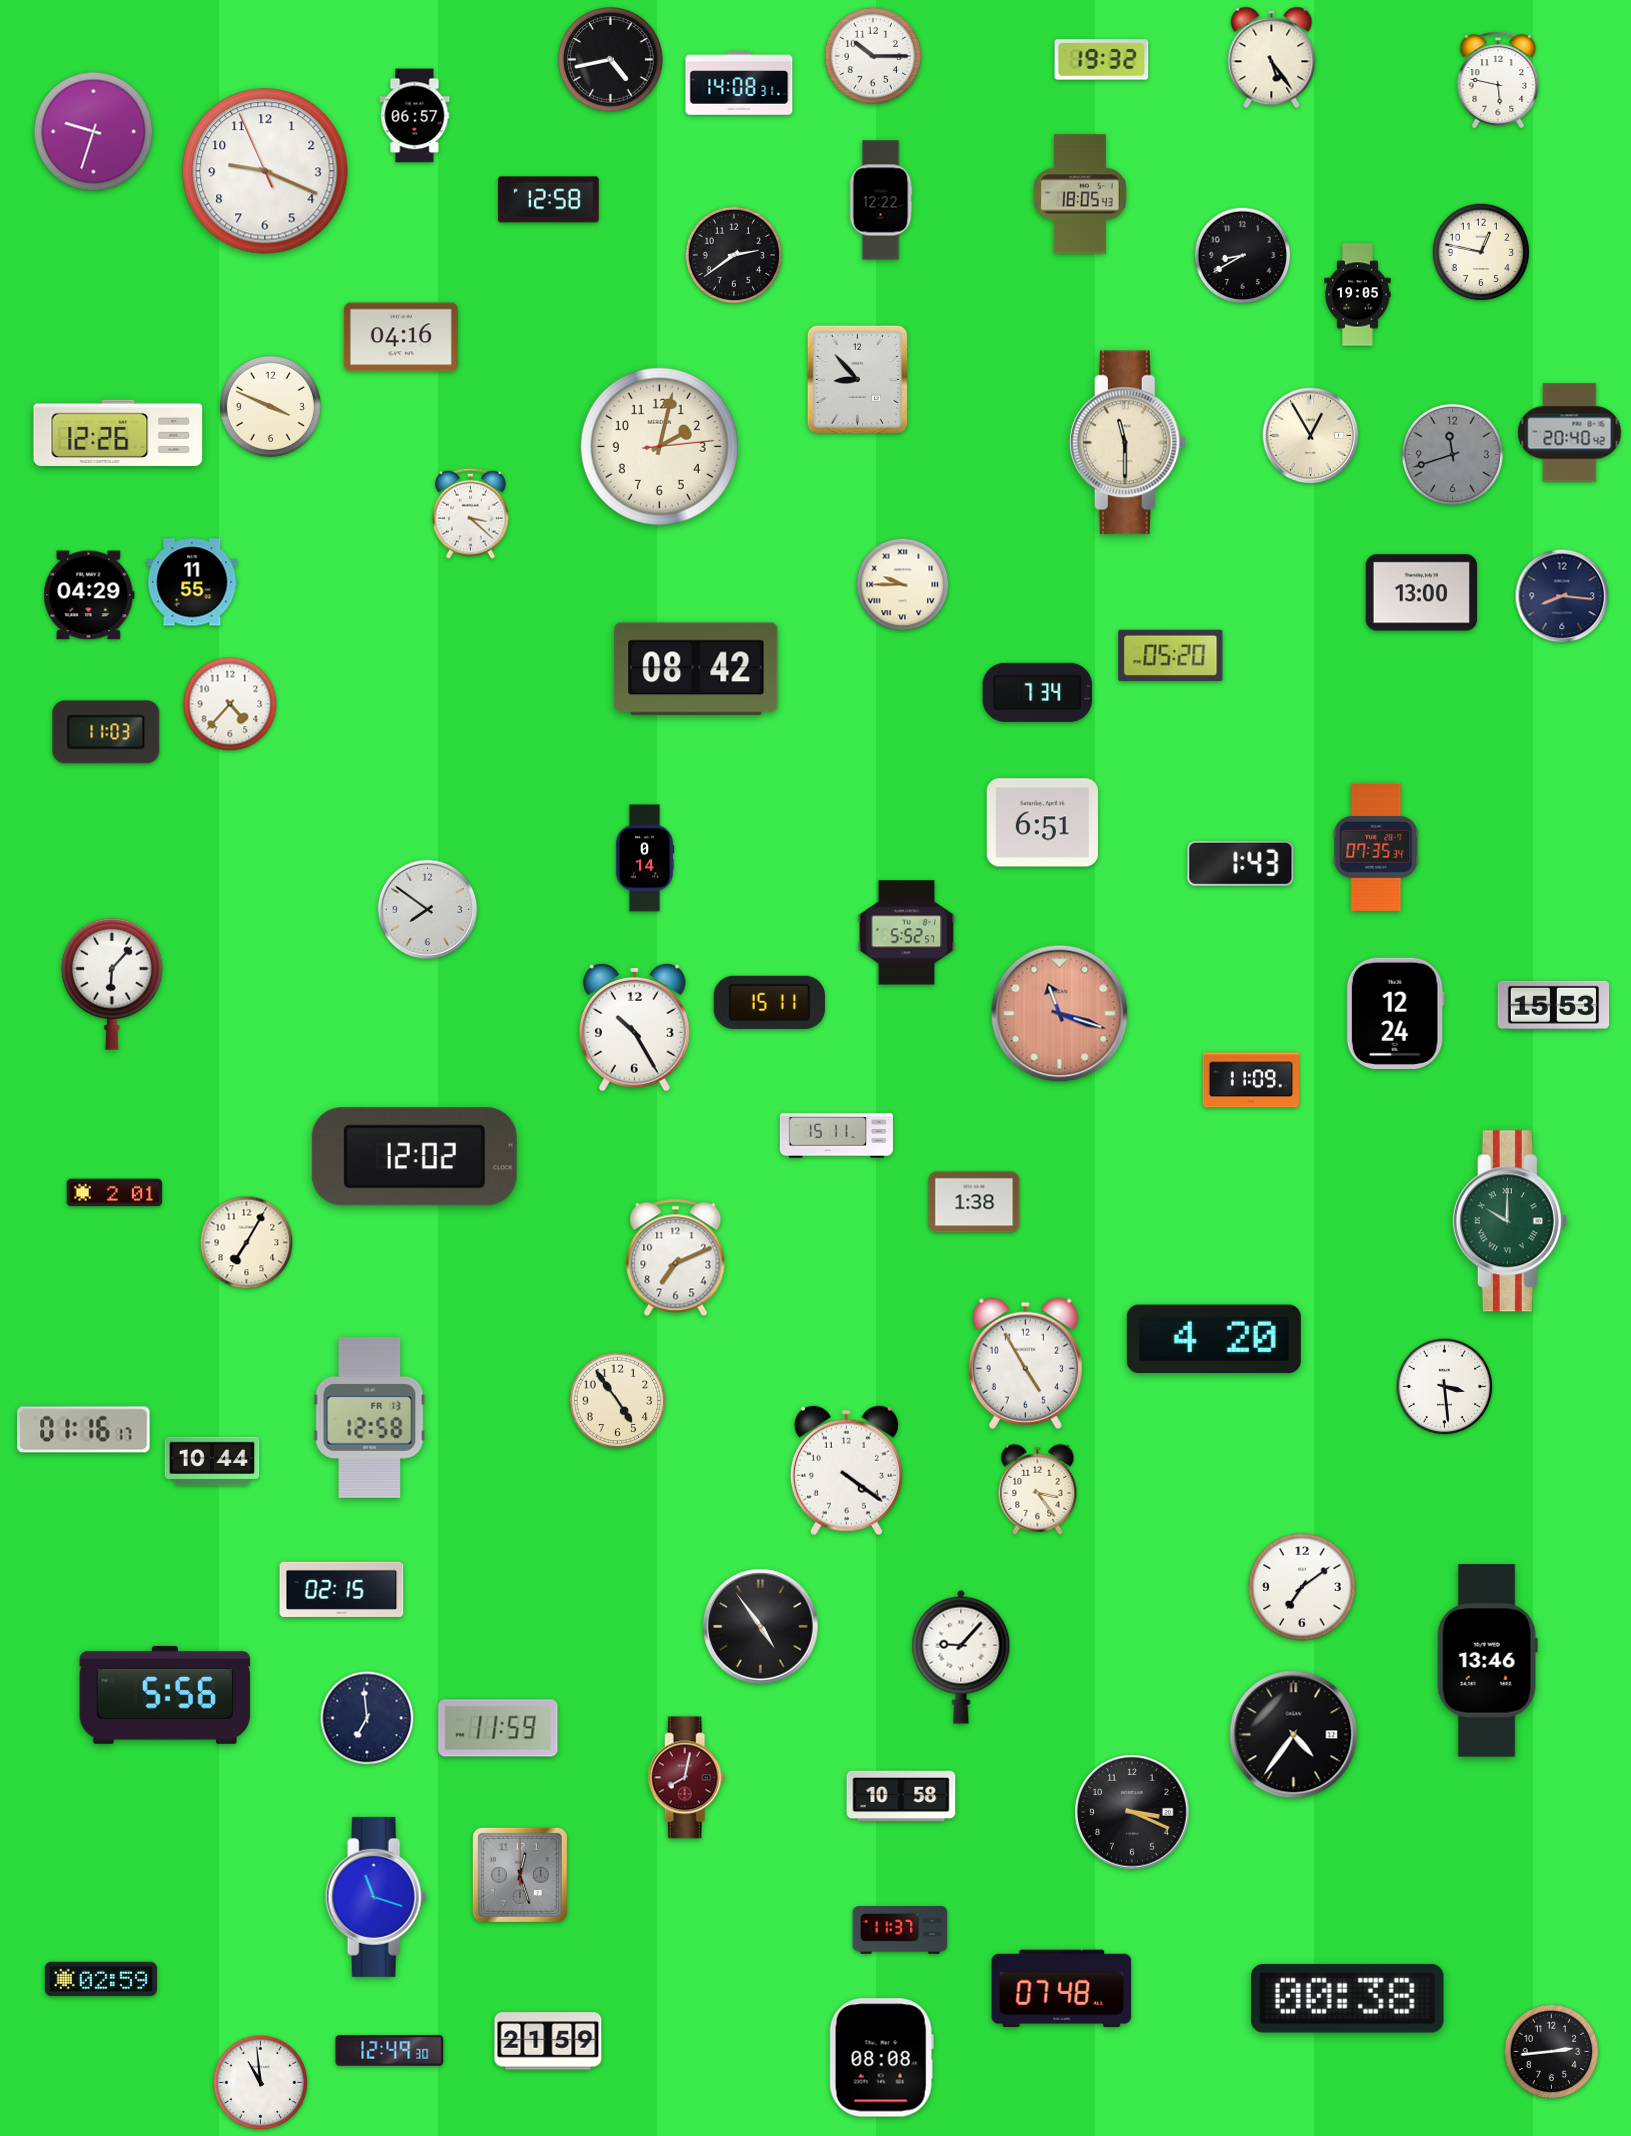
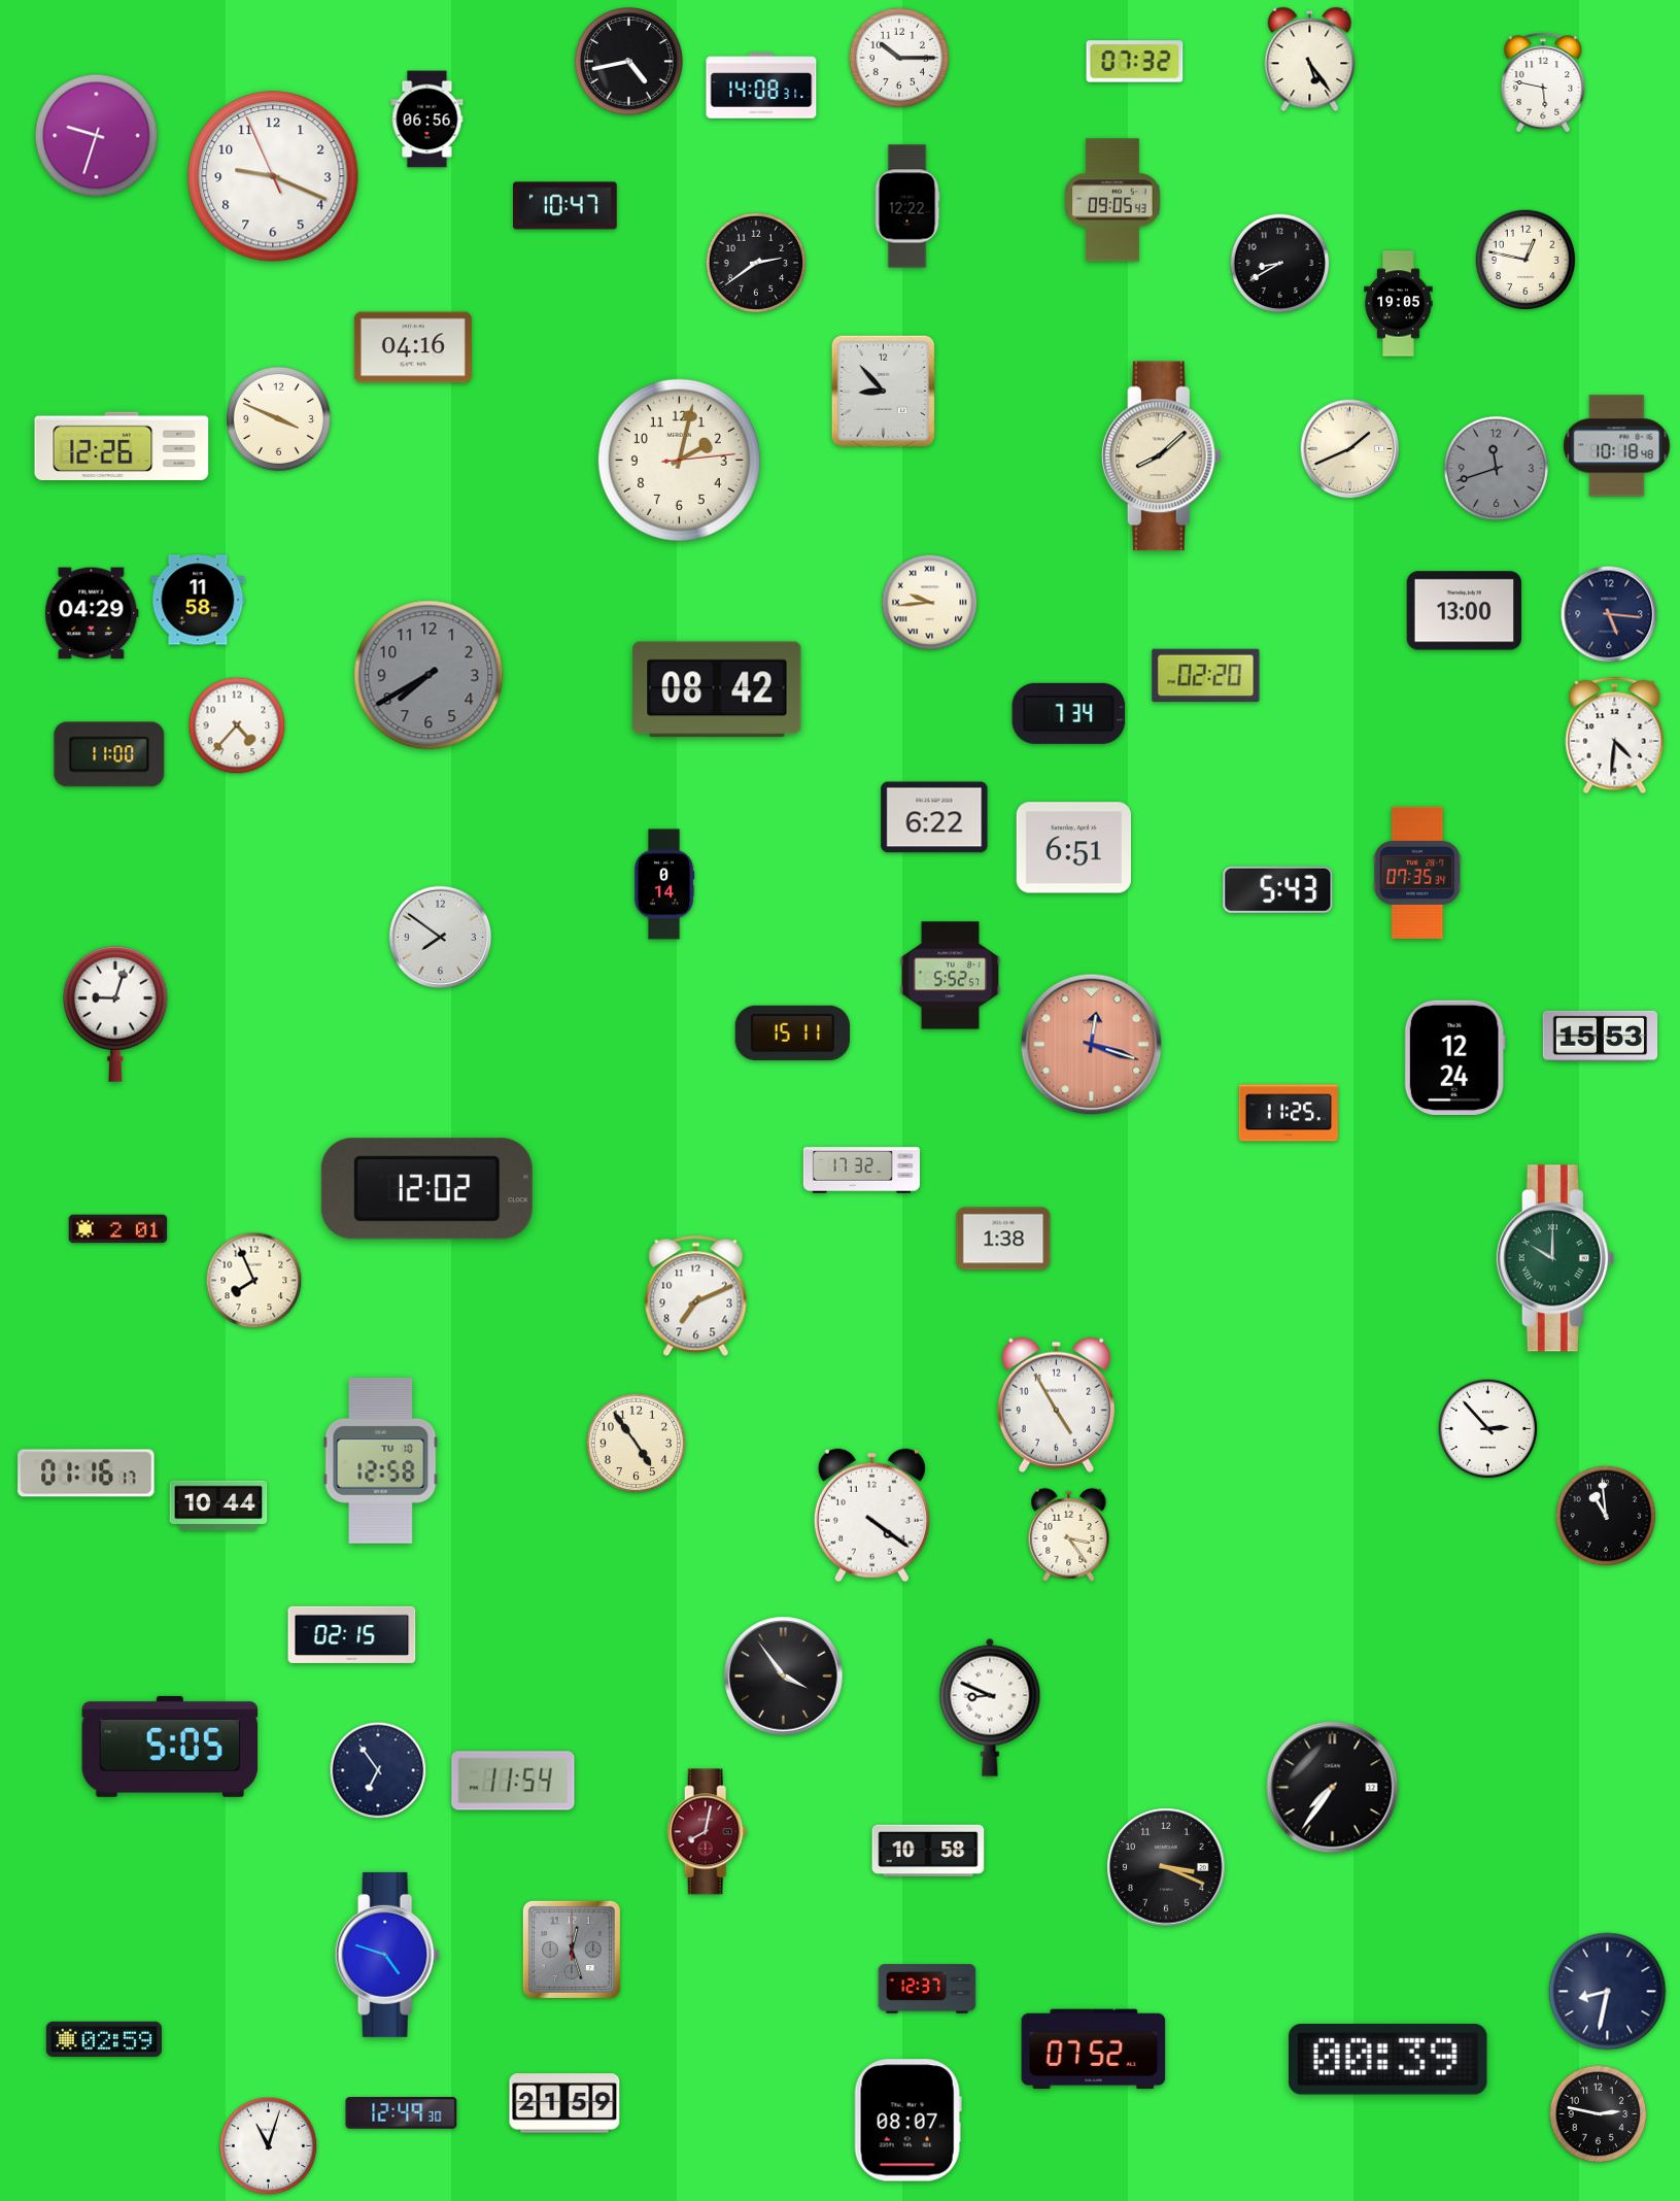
clock at (1102, 60): 19:32 -> 07:32
clock at (415, 116): 06:57 -> 06:56
clock at (1080, 194): 18:05 -> 09:05
clock at (549, 200): 12:58 -> 10:47
clock at (1570, 433): 20:40 -> 10:18
clock at (1311, 436): 12:55 -> 1:41
clock at (1127, 443): 11:30 -> 8:08
clock at (470, 513): 3:22 -> none
clock at (192, 582): 11:55 -> 11:58
clock at (903, 585): 9:45 -> 9:44
clock at (1562, 596): 8:16 -> 5:16
clock at (428, 675): none -> 7:40
clock at (1171, 656): 05:20 -> 02:20
clock at (1615, 736): none -> 4:31
clock at (106, 732): 11:03 -> 11:00
clock at (934, 817): none -> 6:22
clock at (1241, 863): 1:43 -> 5:43
clock at (907, 933) position: (907, 933) -> (951, 976)
clock at (112, 984): 6:07 -> 9:03
clock at (1395, 1013) position: (1395, 1013) -> (1454, 1057)
clock at (1060, 1014): 11:18 -> 12:18
clock at (635, 1027): 10:25 -> none
clock at (1251, 1080): 11:09 -> 11:25
clock at (836, 1136): 15:11 -> 17:32
clock at (414, 1157) position: (414, 1157) -> (426, 1189)
clock at (247, 1243): 7:05 -> 7:56
clock at (1214, 1339): 4:20 -> none
clock at (1445, 1387): 3:29 -> 2:53
clock at (370, 1417) date: FR 13 -> TU 10
clock at (1606, 1516): none -> 10:59
clock at (1302, 1587): 7:09 -> none
clock at (342, 1589) position: (342, 1589) -> (352, 1634)
clock at (761, 1627): 4:54 -> 3:54
clock at (961, 1657): 9:07 -> 8:49
clock at (1487, 1661): 13:46 -> none
clock at (165, 1695): 5:56 -> 5:05
clock at (367, 1718): 6:59 -> 6:54
clock at (498, 1728): 11:59 -> 11:54
clock at (1294, 1735): 4:36 -> 7:36
clock at (520, 1875) position: (520, 1875) -> (572, 1950)
clock at (376, 1897): 11:18 -> 4:48
clock at (900, 1930): 11:37 -> 12:37
clock at (1608, 1992): none -> 8:32
clock at (1062, 1989): 07:48 -> 07:52
clock at (1347, 1998): 00:38 -> 00:39
clock at (1552, 2052): 2:44 -> 2:47
clock at (881, 2058): 08:08 -> 08:07
clock at (261, 2083): 10:59 -> 11:03
